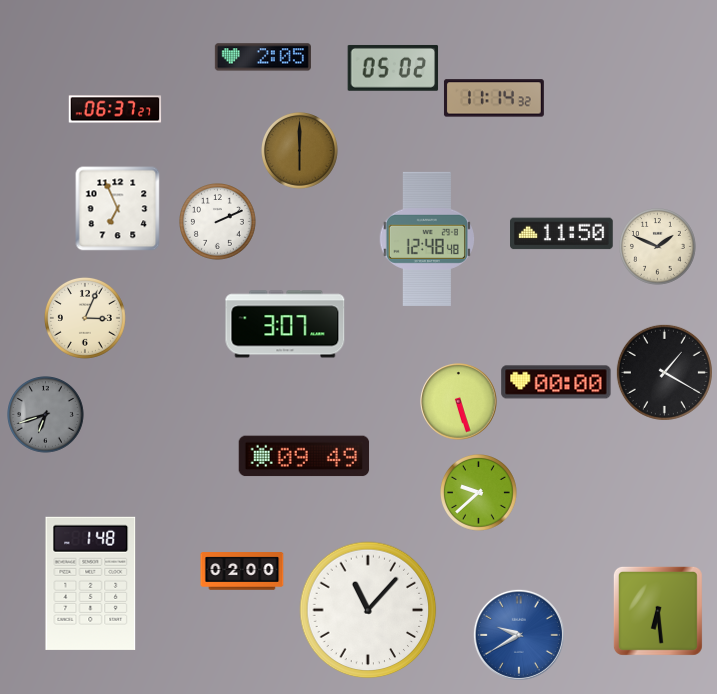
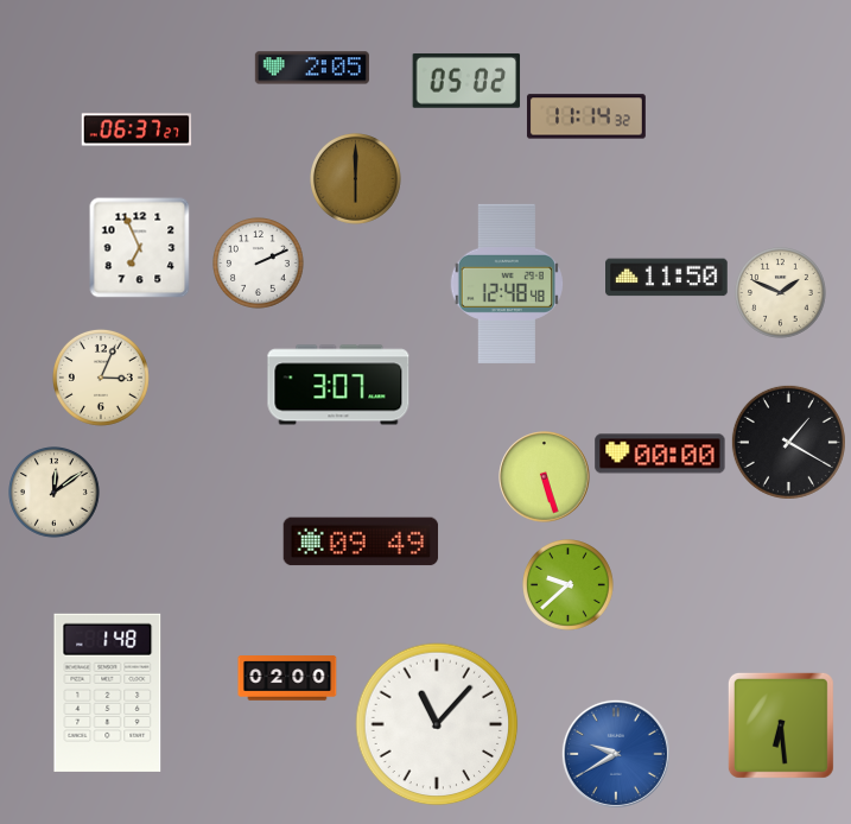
clock at (46, 415): 6:42 -> 12:09
clock at (46, 415) dial: grey -> cream
